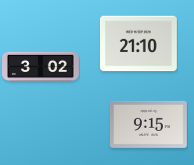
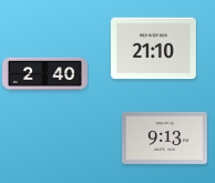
clock at (41, 67): 3:02 -> 2:40
clock at (148, 124): 9:15 -> 9:13
